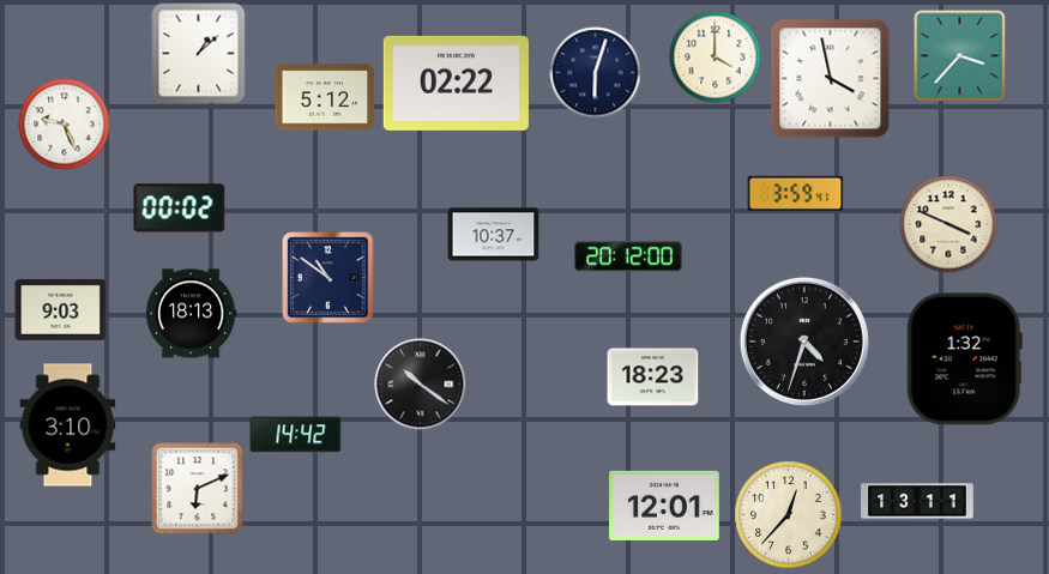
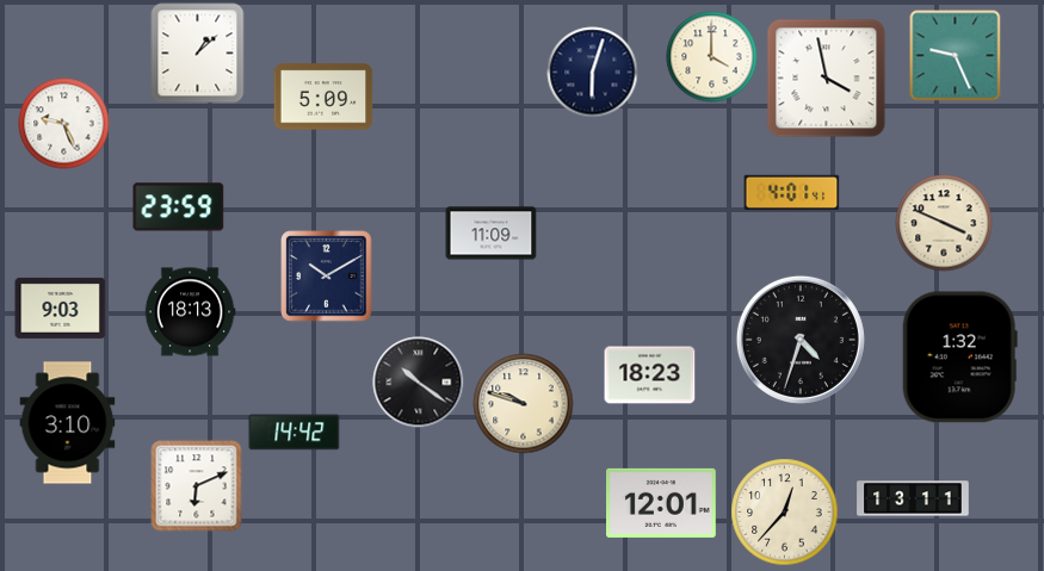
clock at (960, 56): 3:37 -> 9:26
clock at (456, 83): 02:22 -> none
clock at (325, 97): 5:12 -> 5:09
clock at (796, 194): 3:59 -> 4:01
clock at (180, 209): 00:02 -> 23:59
clock at (494, 235): 10:37 -> 11:09
clock at (628, 256): 20:12 -> none
clock at (328, 278): 10:51 -> 10:10
clock at (524, 404): none -> 9:48
